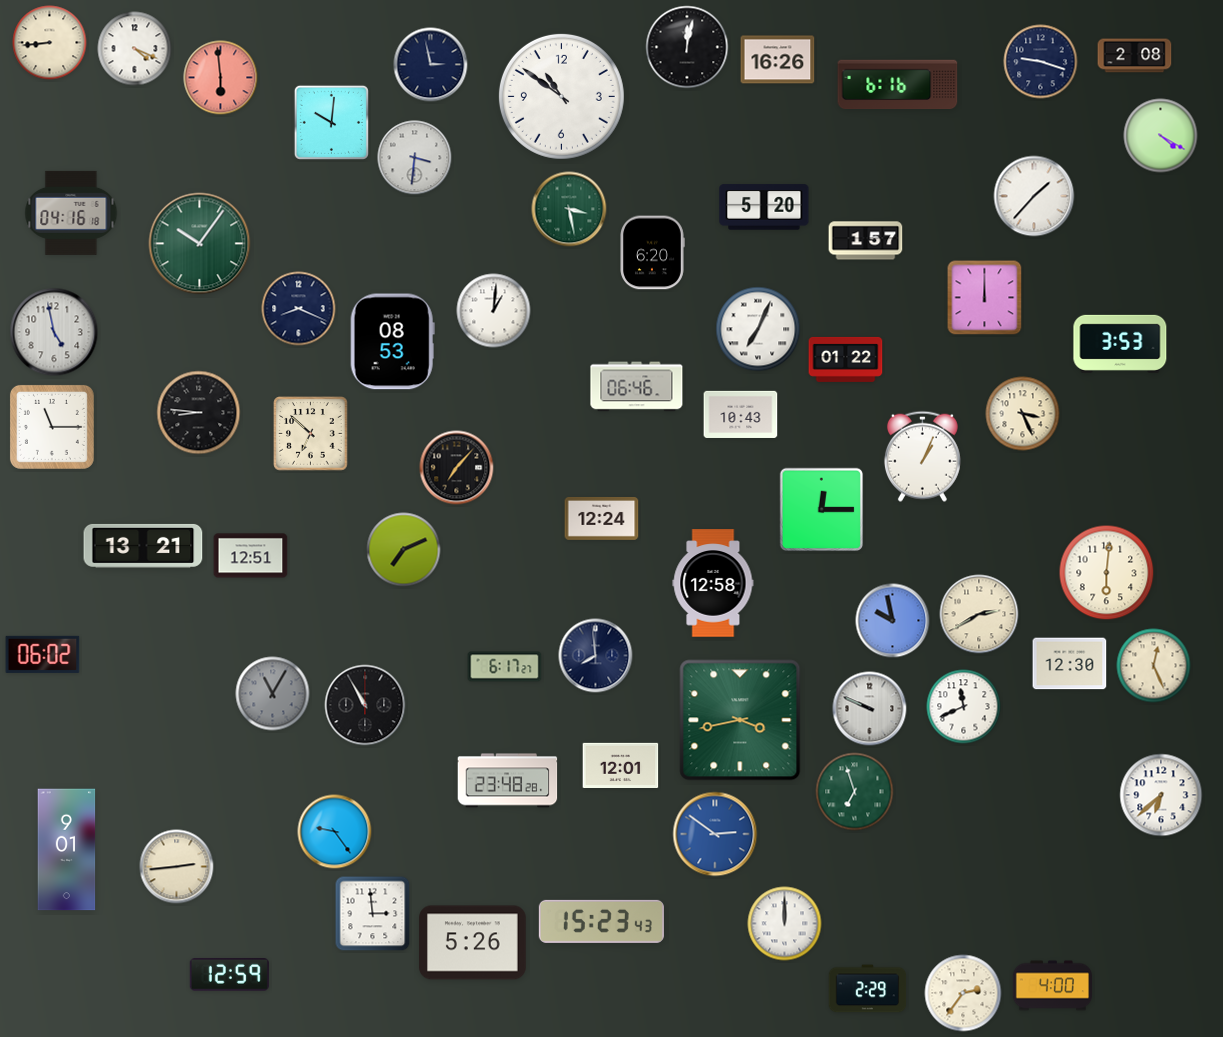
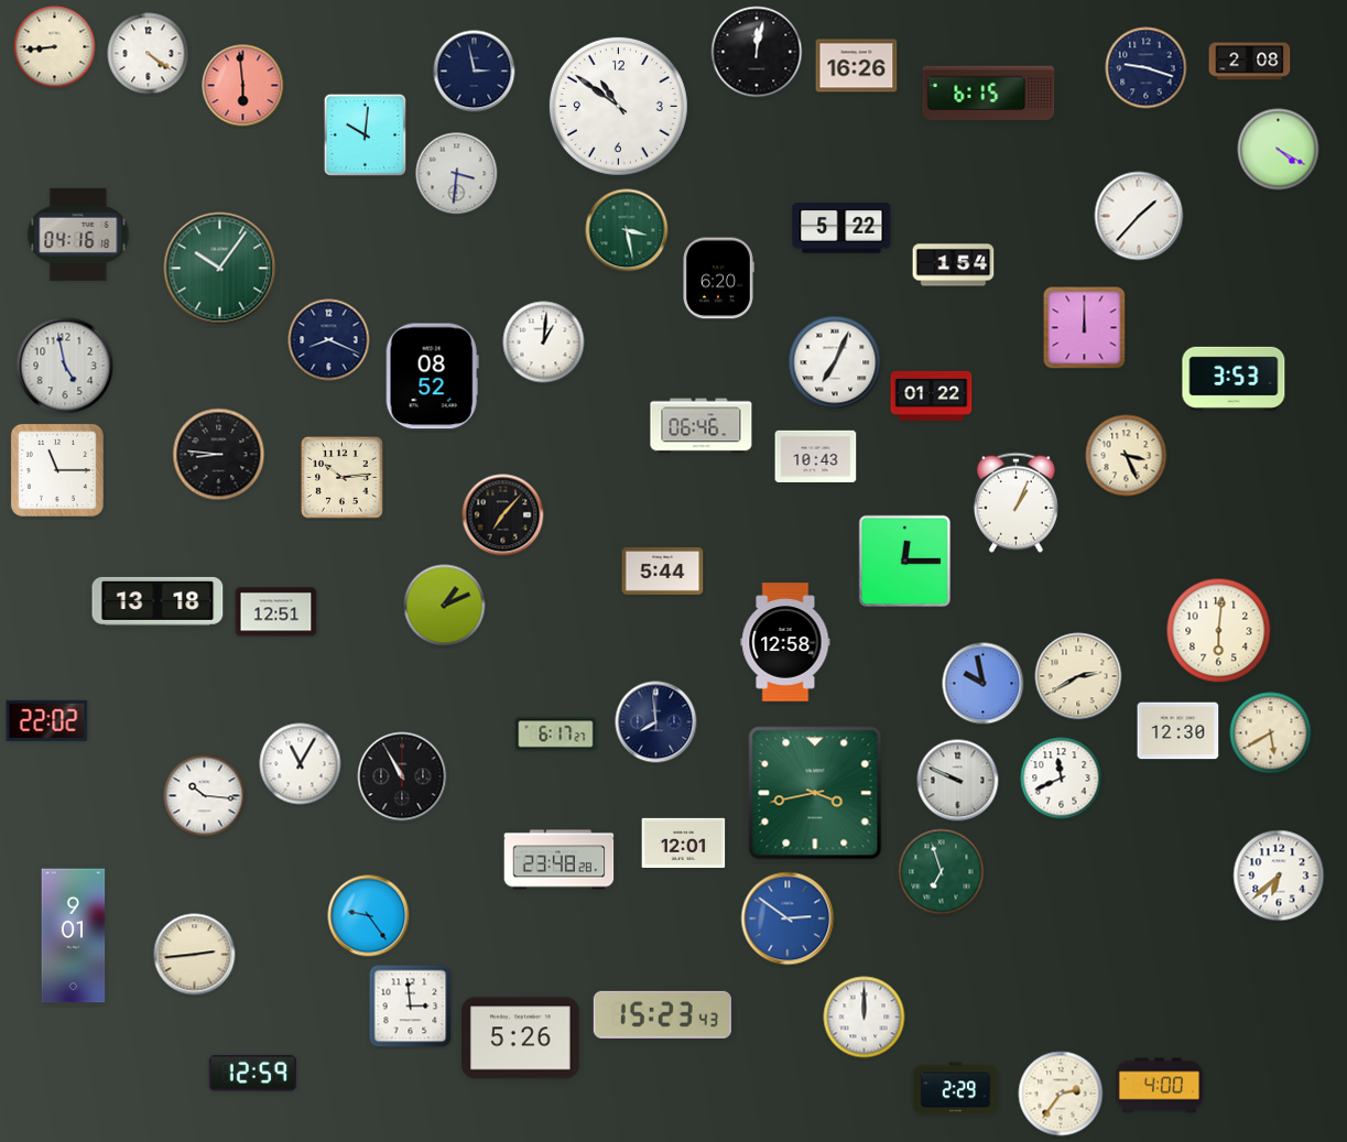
clock at (135, 49): 4:19 -> 4:21
clock at (898, 85): 6:16 -> 6:15
clock at (764, 207): 5:20 -> 5:22
clock at (866, 241): 1:57 -> 1:54
clock at (54, 332) position: (54, 332) -> (65, 366)
clock at (392, 342): 08:53 -> 08:52
clock at (311, 434): 6:52 -> 10:14
clock at (602, 518): 12:24 -> 5:44
clock at (143, 546): 13:21 -> 13:18
clock at (404, 550): 7:11 -> 1:11
clock at (43, 654): 06:02 -> 22:02
clock at (1154, 666): 12:26 -> 5:40
clock at (273, 694) dial: grey -> white
clock at (205, 796): none -> 10:16
